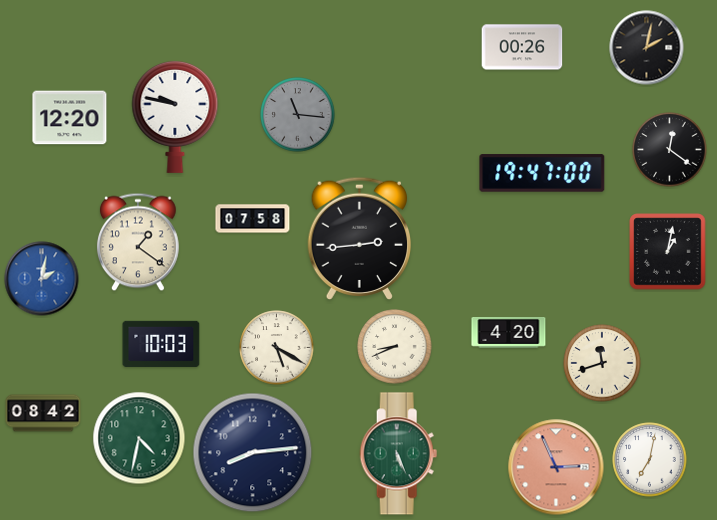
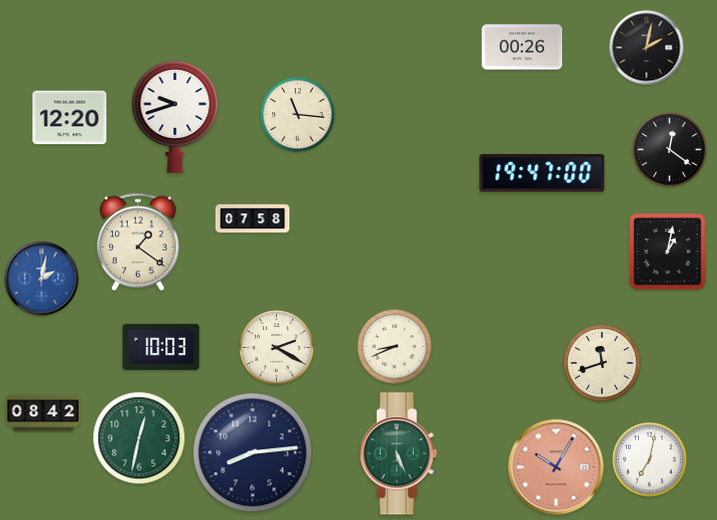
clock at (298, 115) dial: grey -> cream
clock at (175, 116): 9:47 -> 9:42
clock at (359, 239): 2:44 -> none
clock at (509, 333): 4:20 -> none
clock at (161, 344) position: (161, 344) -> (161, 347)
clock at (277, 348): 5:20 -> 2:20
clock at (139, 438): 4:32 -> 12:32
clock at (556, 467): 2:56 -> 10:05
